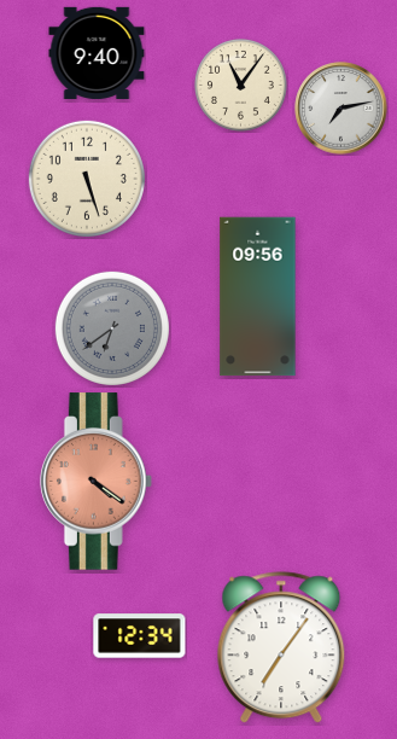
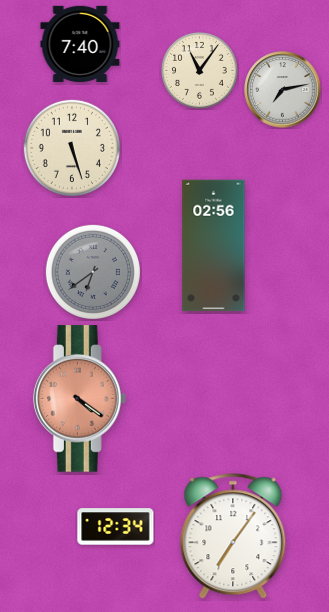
clock at (97, 53): 9:40 -> 7:40
clock at (258, 297): 09:56 -> 02:56
